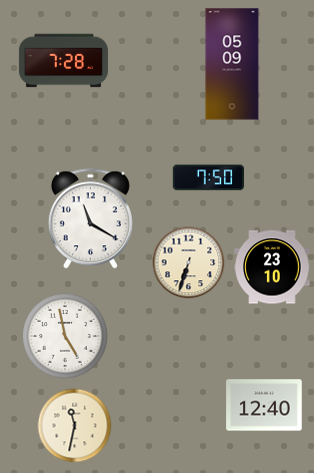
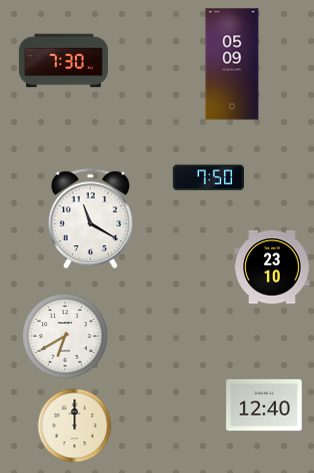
clock at (63, 61): 7:28 -> 7:30
clock at (189, 263): 6:33 -> none
clock at (66, 337): 4:58 -> 6:40
clock at (75, 426): 11:32 -> 12:00
